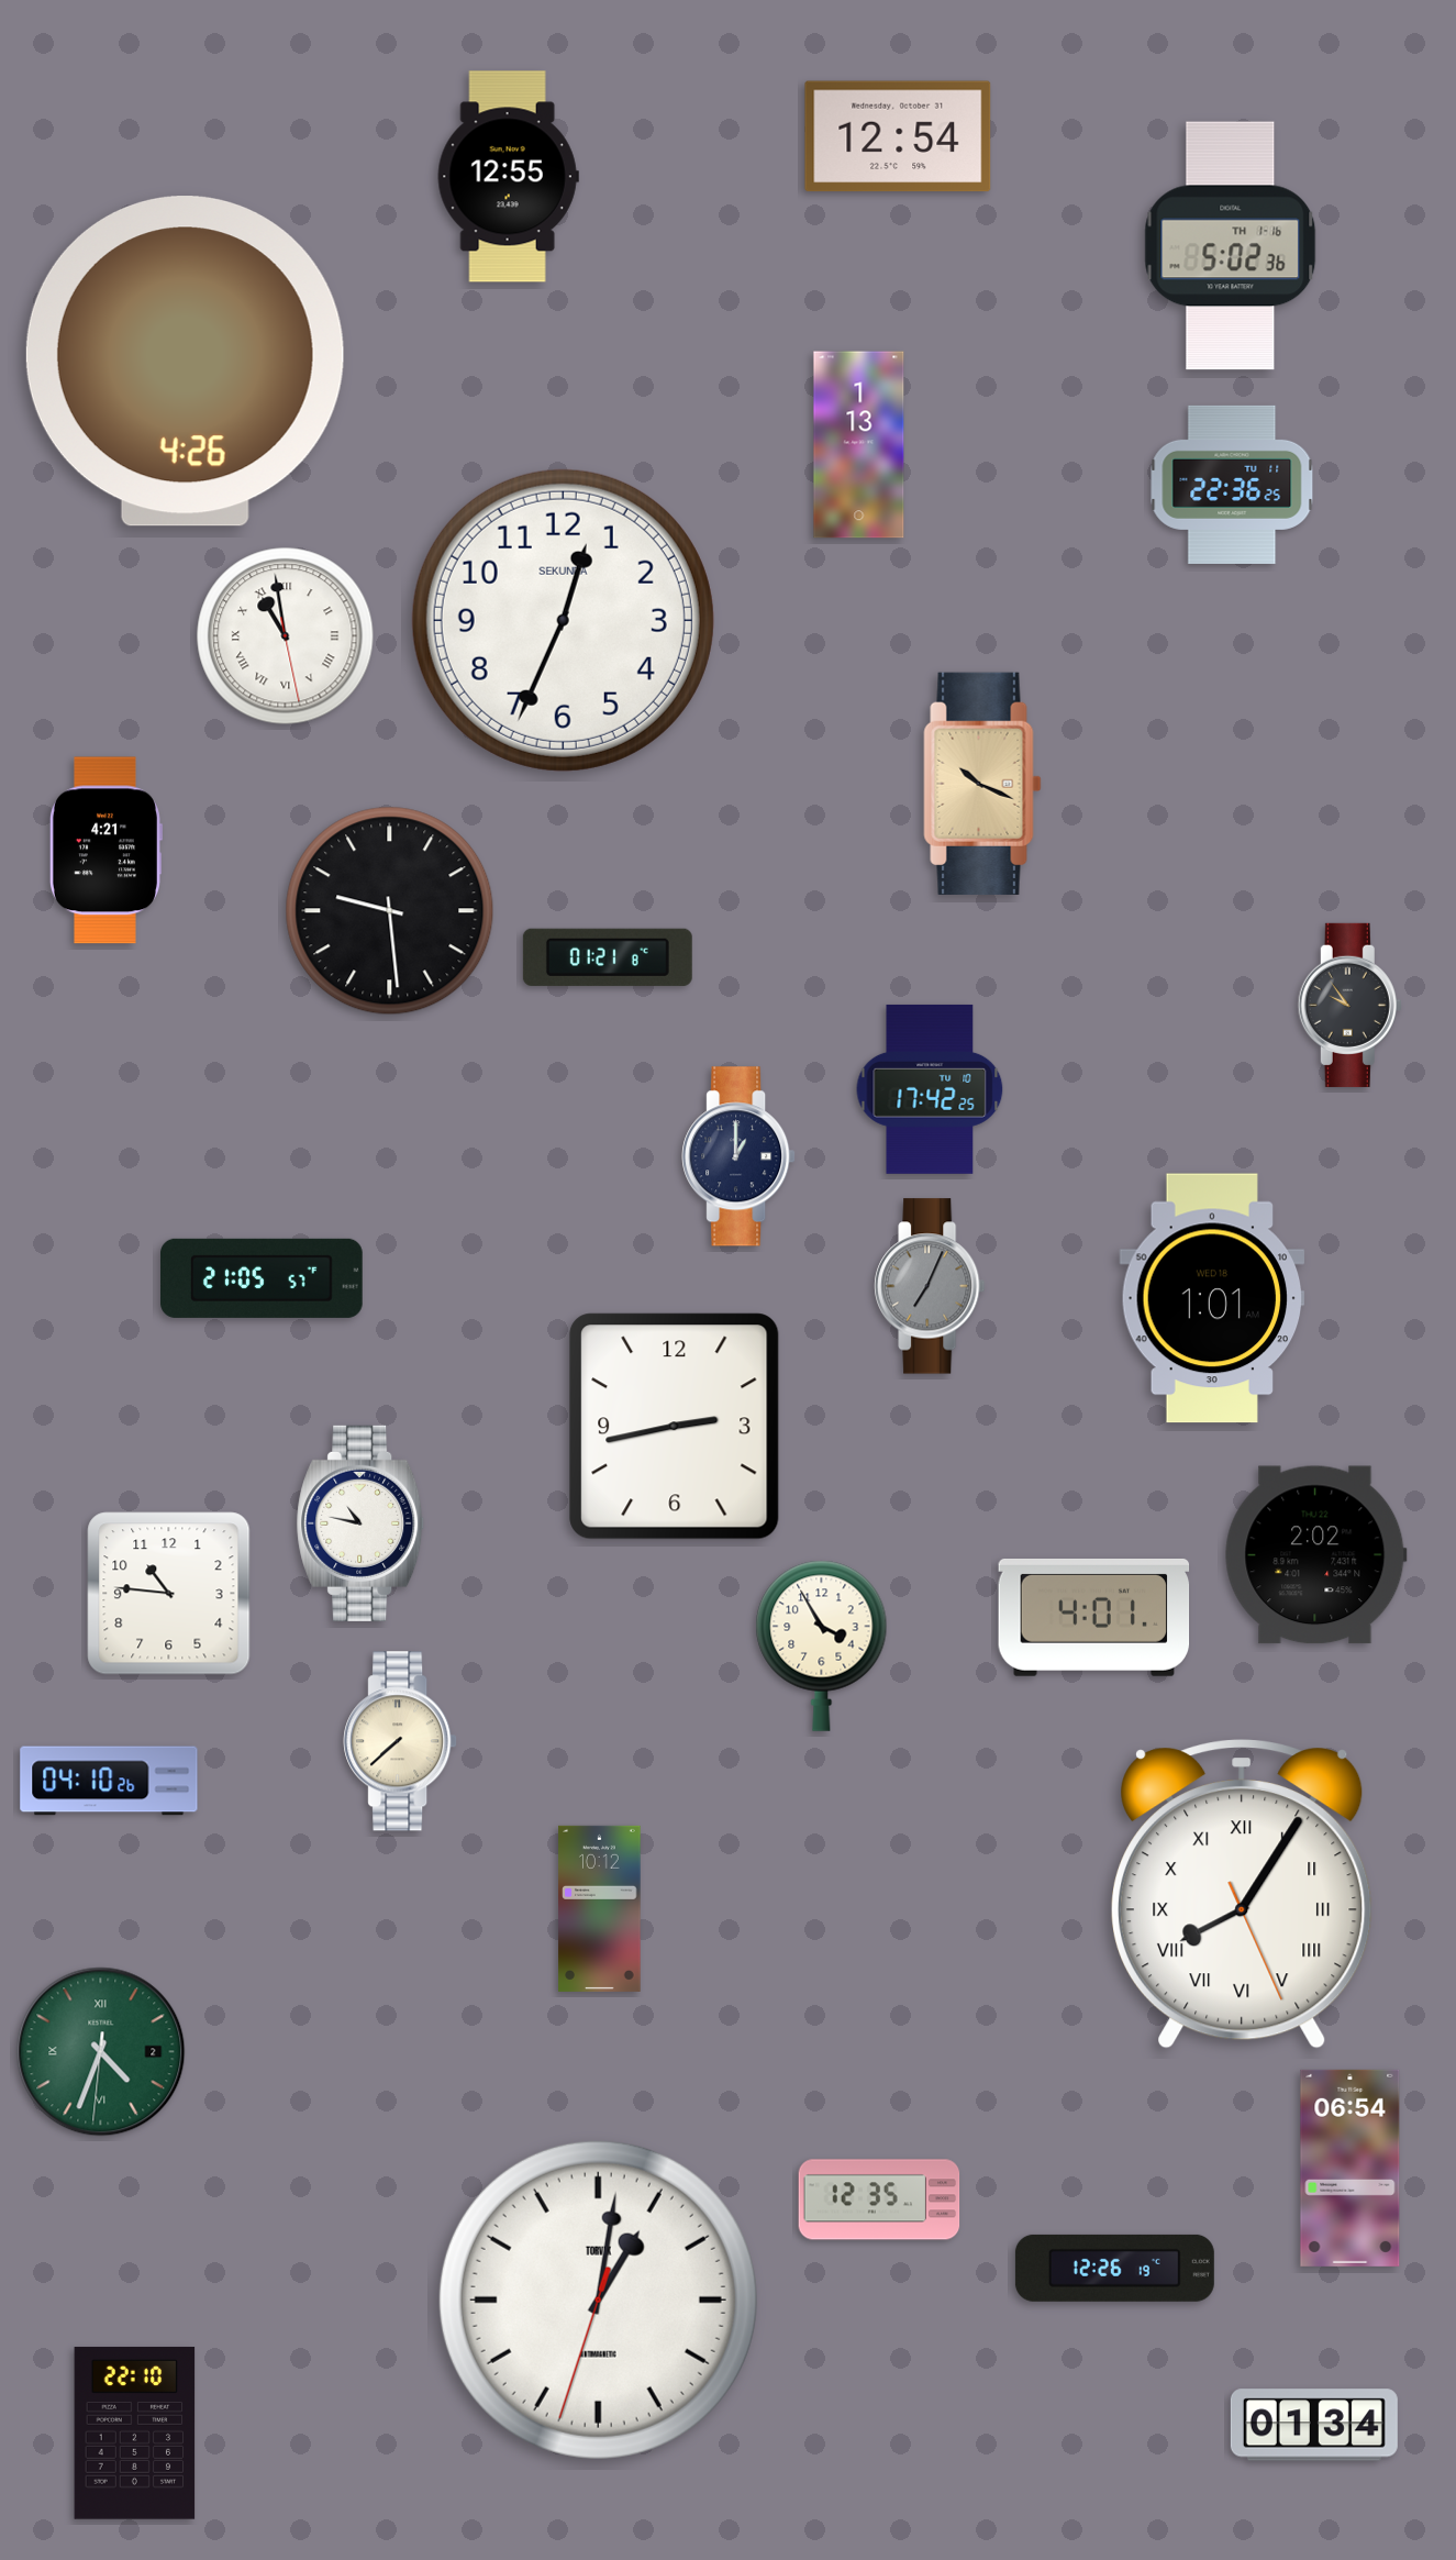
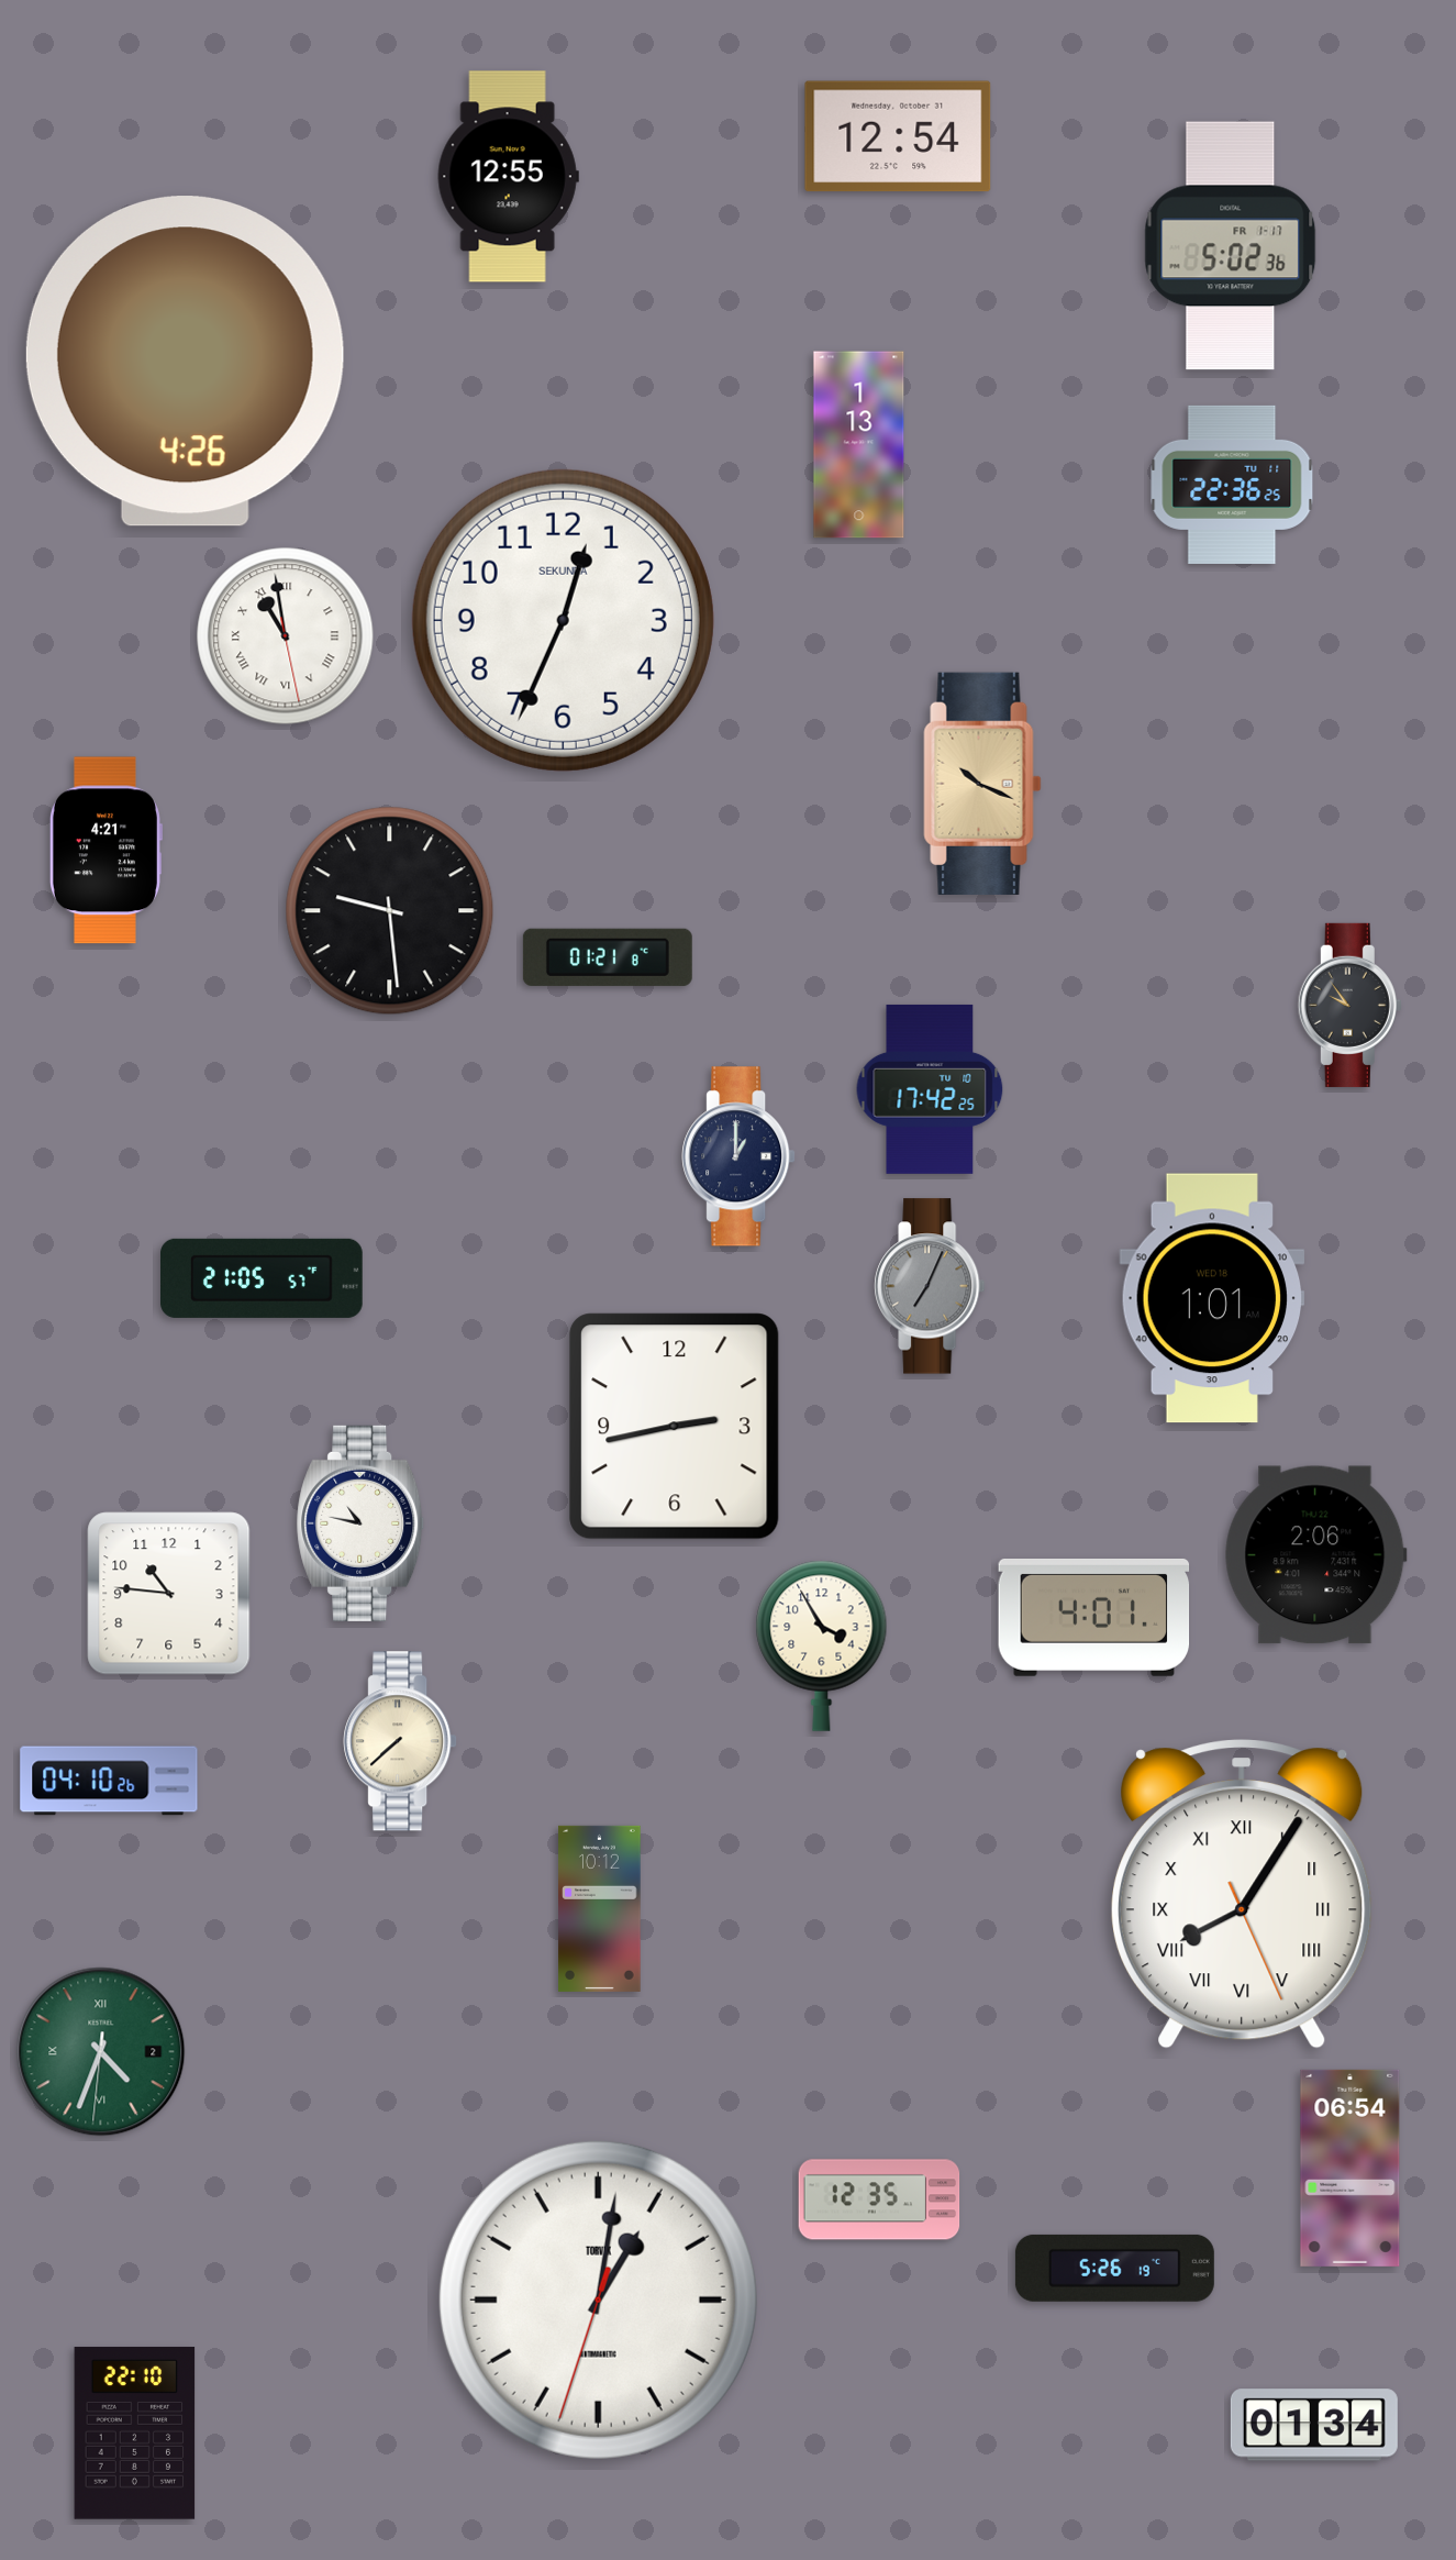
clock at (1231, 246) date: TH 1-16 -> FR 1-17
clock at (1316, 1555): 2:02 -> 2:06
clock at (1114, 2268): 12:26 -> 5:26
